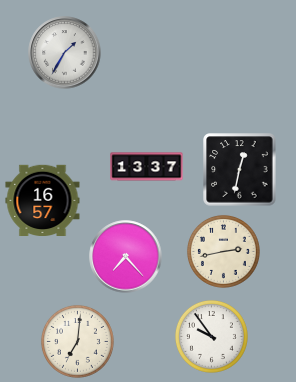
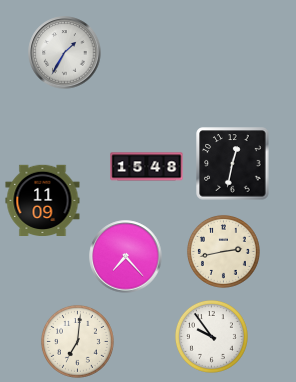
clock at (147, 167): 13:37 -> 15:48
clock at (240, 170) position: (240, 170) -> (233, 164)
clock at (43, 200): 16:57 -> 11:09
